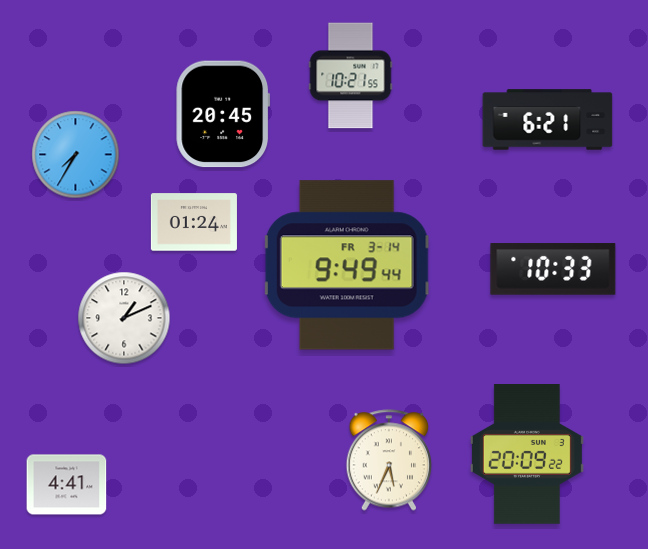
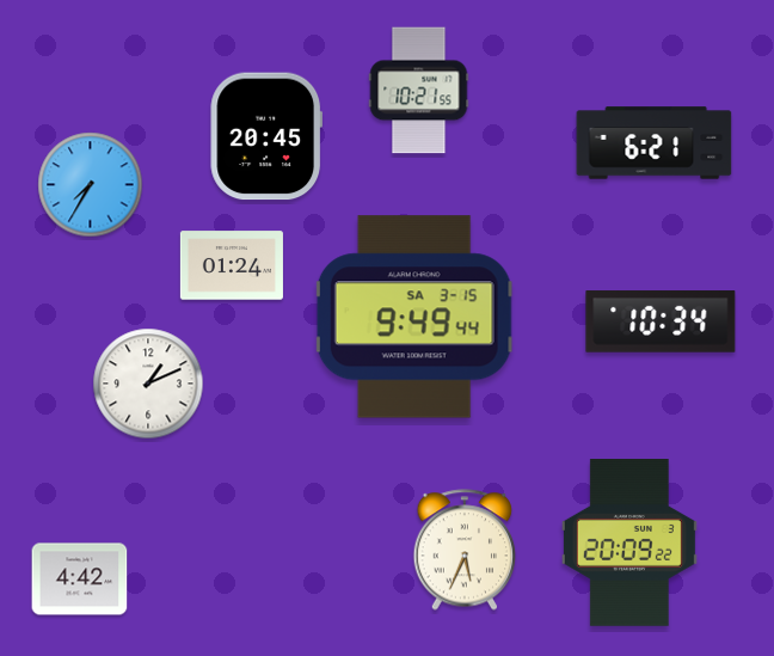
clock at (347, 265) date: FR 3-14 -> SA 3-15
clock at (553, 269): 10:33 -> 10:34
clock at (124, 318) position: (124, 318) -> (148, 384)
clock at (67, 485): 4:41 -> 4:42
